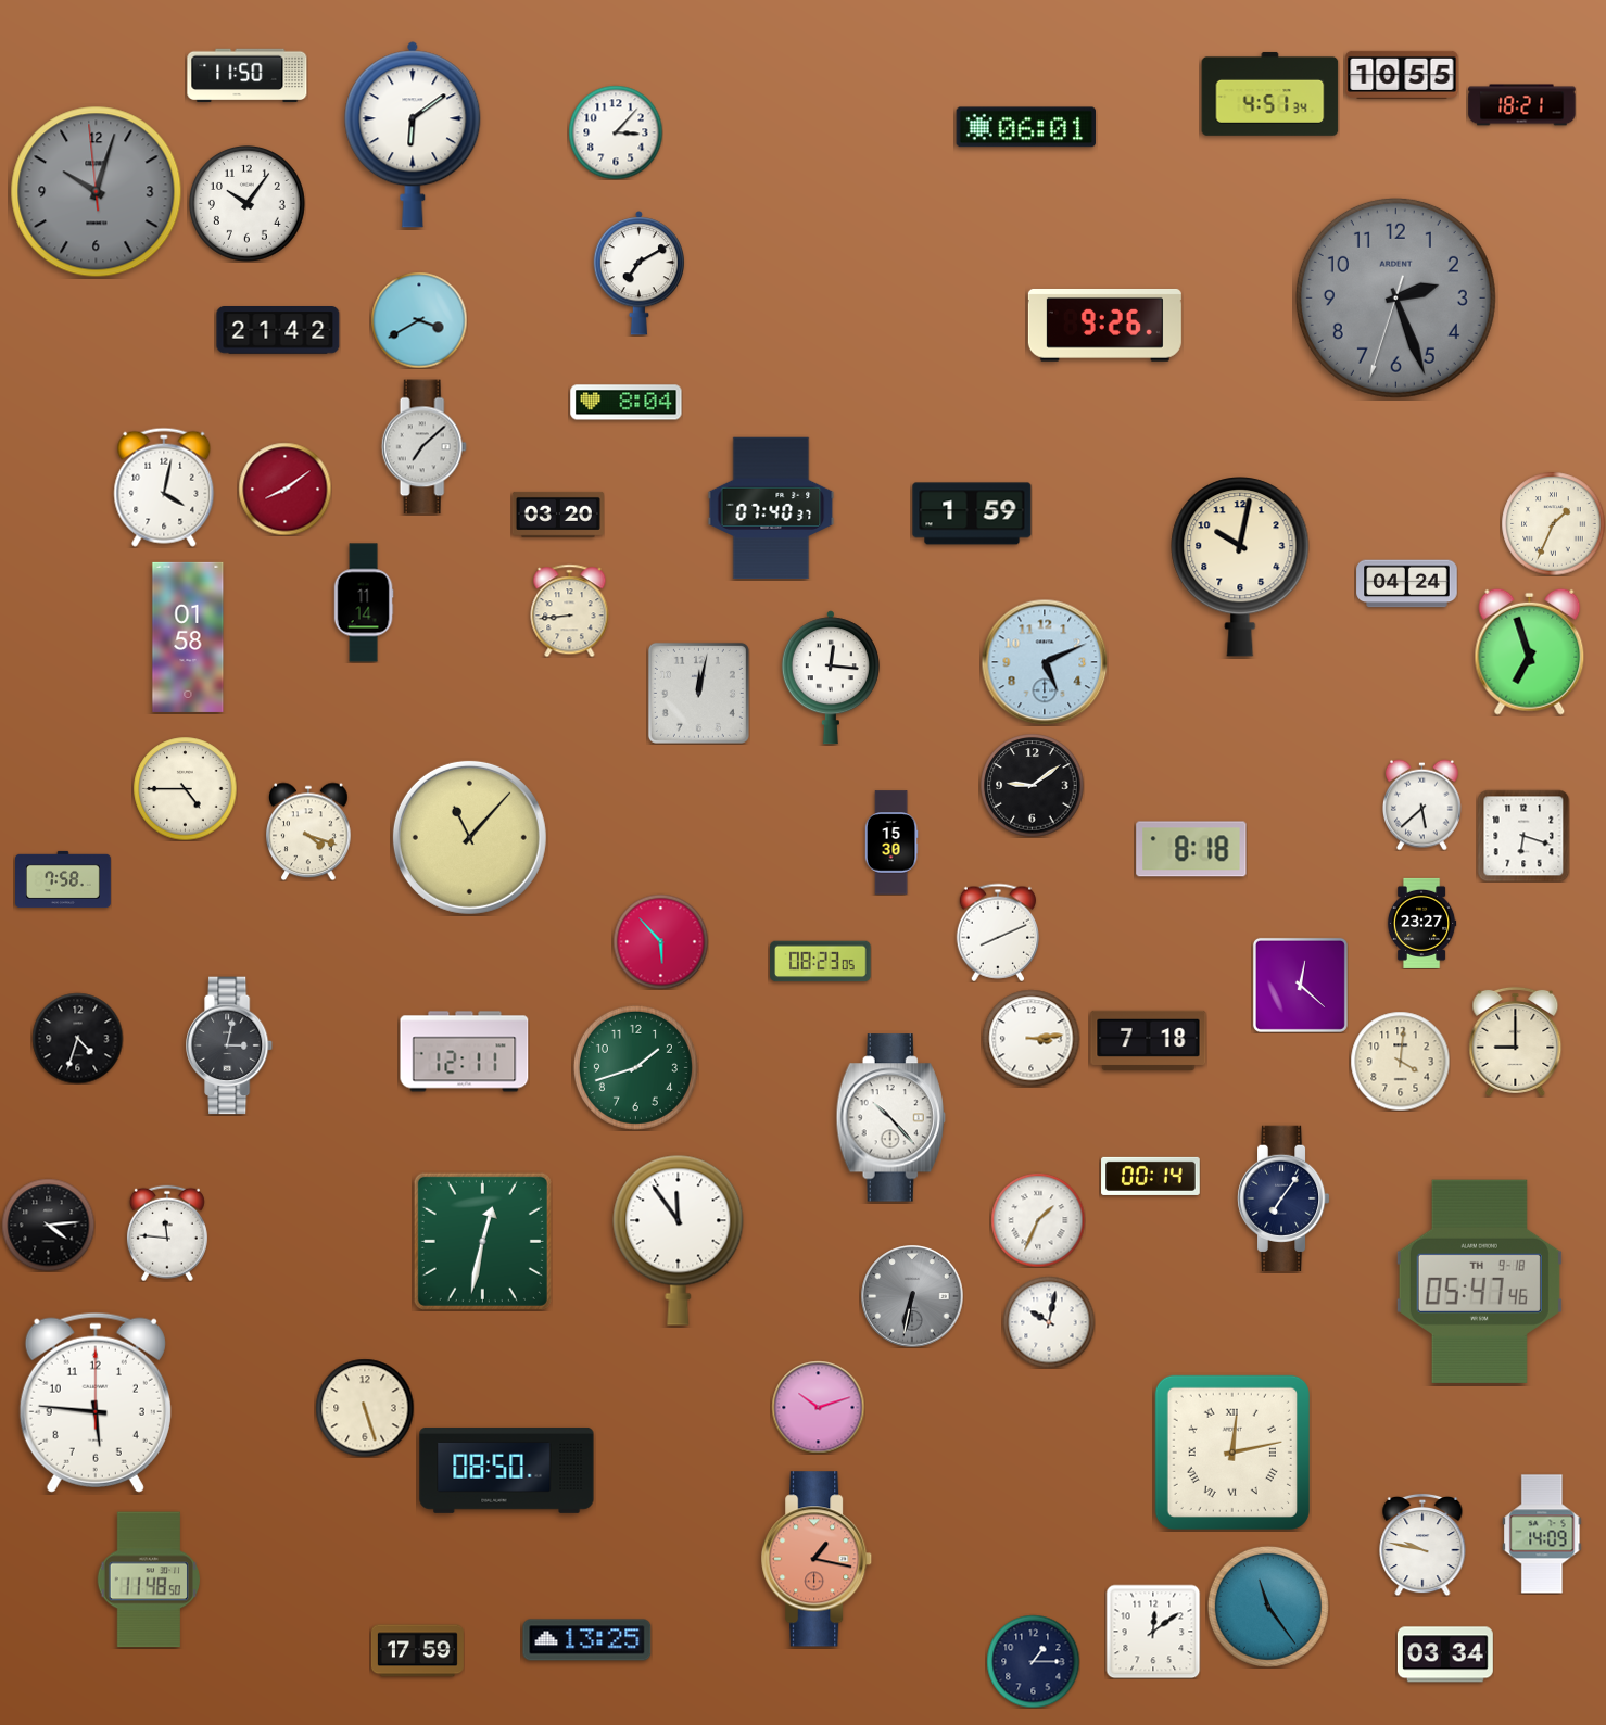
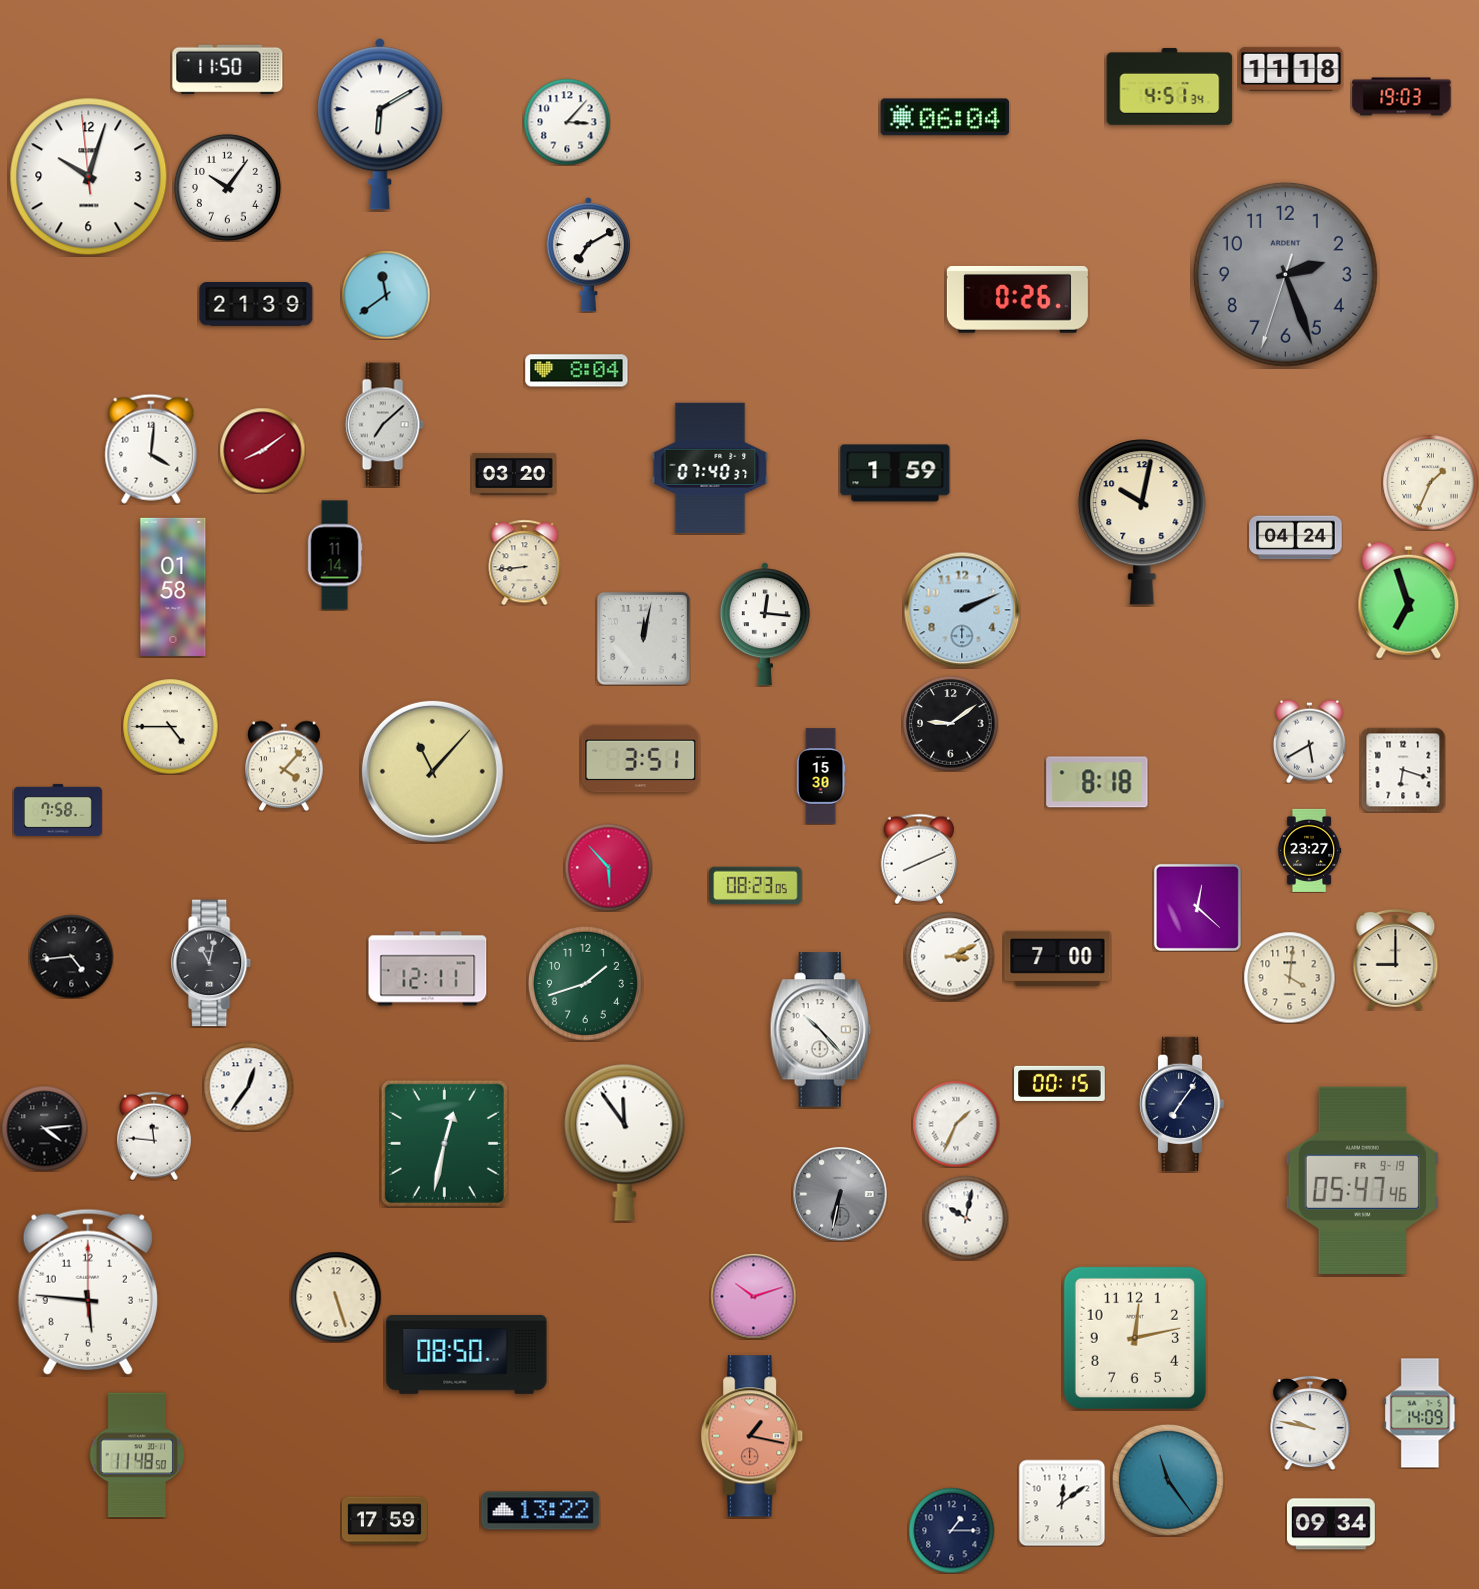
clock at (1402, 75): 10:55 -> 11:18
clock at (1522, 105): 18:21 -> 19:03
clock at (1026, 127): 06:01 -> 06:04
clock at (413, 135): 6:09 -> 6:10
clock at (97, 192) dial: grey -> white
clock at (638, 274) position: (638, 274) -> (588, 255)
clock at (419, 320): 3:40 -> 11:39
clock at (1104, 325): 9:26 -> 0:26
clock at (278, 331): 21:42 -> 21:39
clock at (423, 447) position: (423, 447) -> (384, 425)
clock at (164, 487): 4:02 -> 4:01
clock at (1045, 662): 5:11 -> 2:11
clock at (1422, 804): 5:38 -> 5:40
clock at (641, 759): none -> 3:51
clock at (308, 832): 4:18 -> 4:07
clock at (77, 1038): 4:33 -> 4:44
clock at (1030, 1038): 3:14 -> 3:11
clock at (1149, 1040): 7:18 -> 7:00
clock at (230, 1045): 3:02 -> 11:02
clock at (1151, 1176): 00:14 -> 00:15
clock at (248, 1086): none -> 12:36
clock at (1479, 1281) date: TH 9-18 -> FR 9-19
clock at (1232, 1453) numerals: Roman -> Arabic
clock at (587, 1640): 13:25 -> 13:22
clock at (1445, 1654): 03:34 -> 09:34
